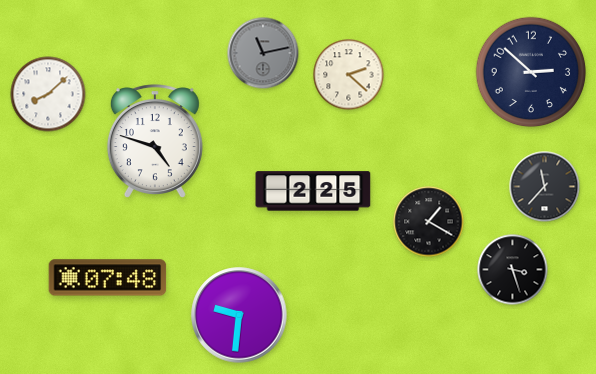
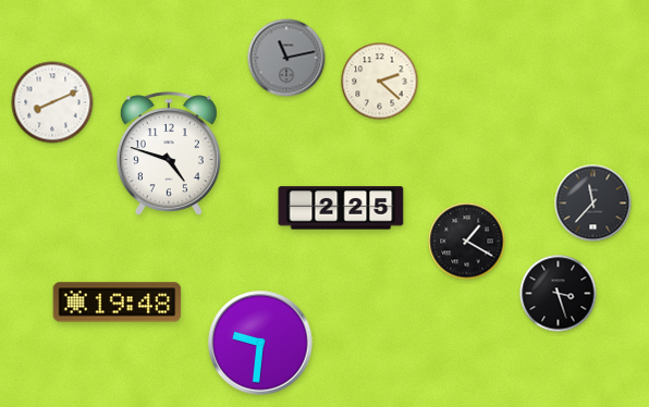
clock at (531, 72): 2:52 -> none
clock at (48, 94): 8:08 -> 8:11
clock at (108, 278): 07:48 -> 19:48
